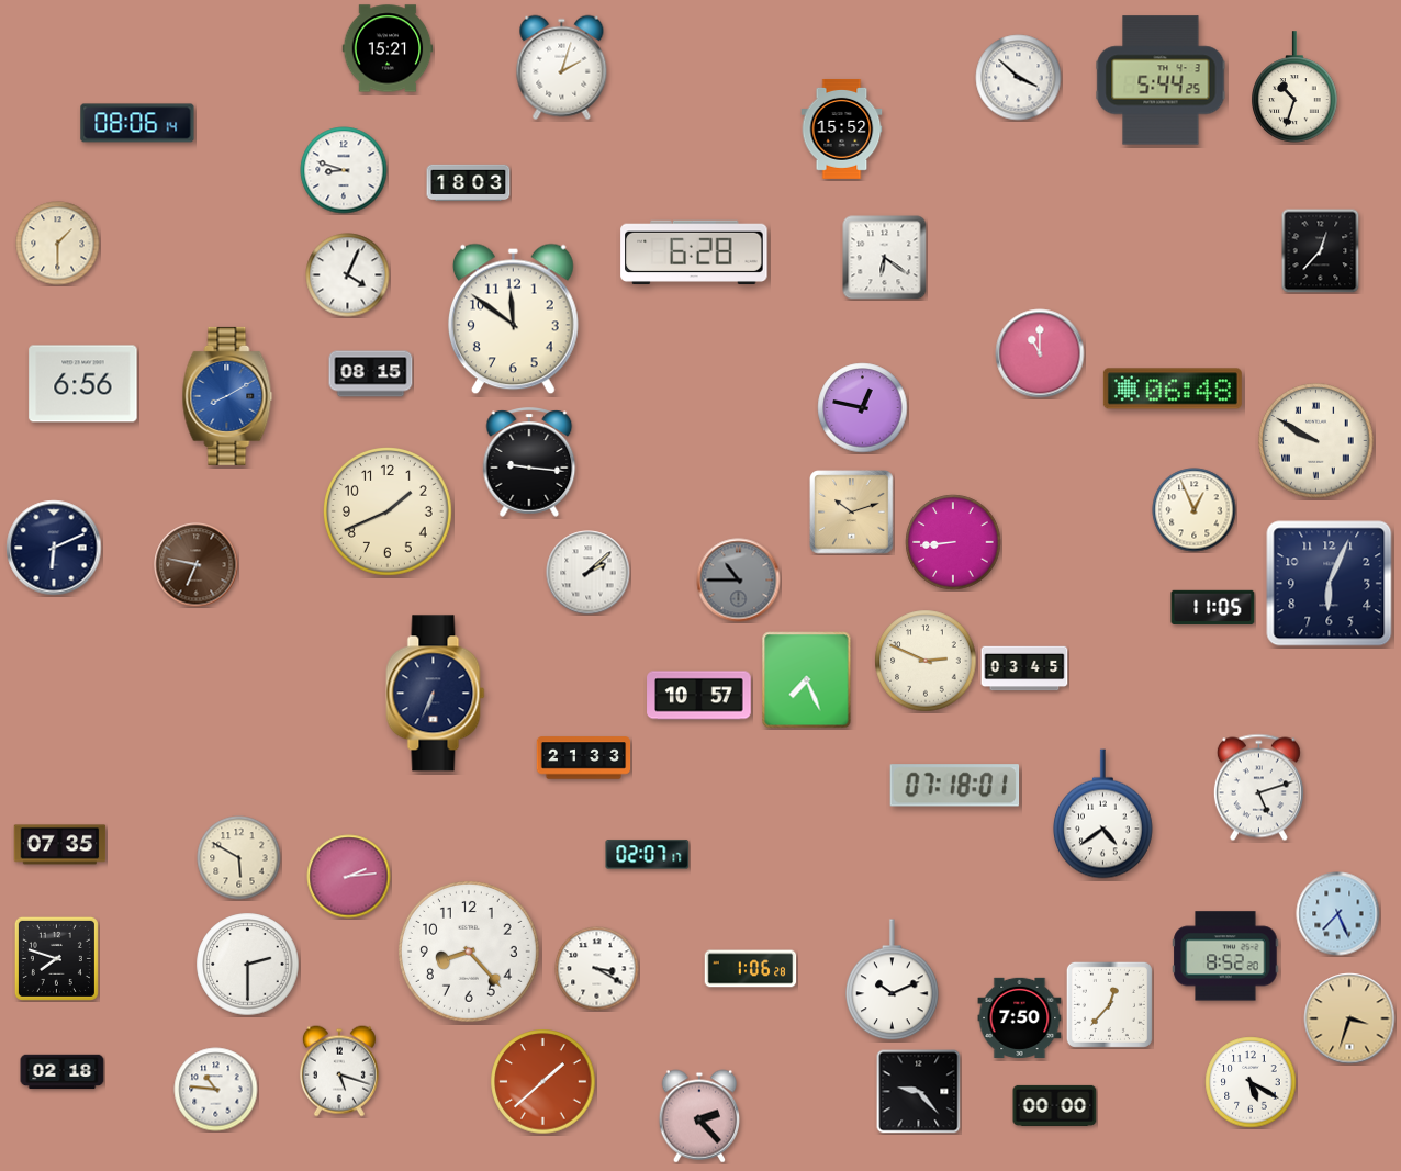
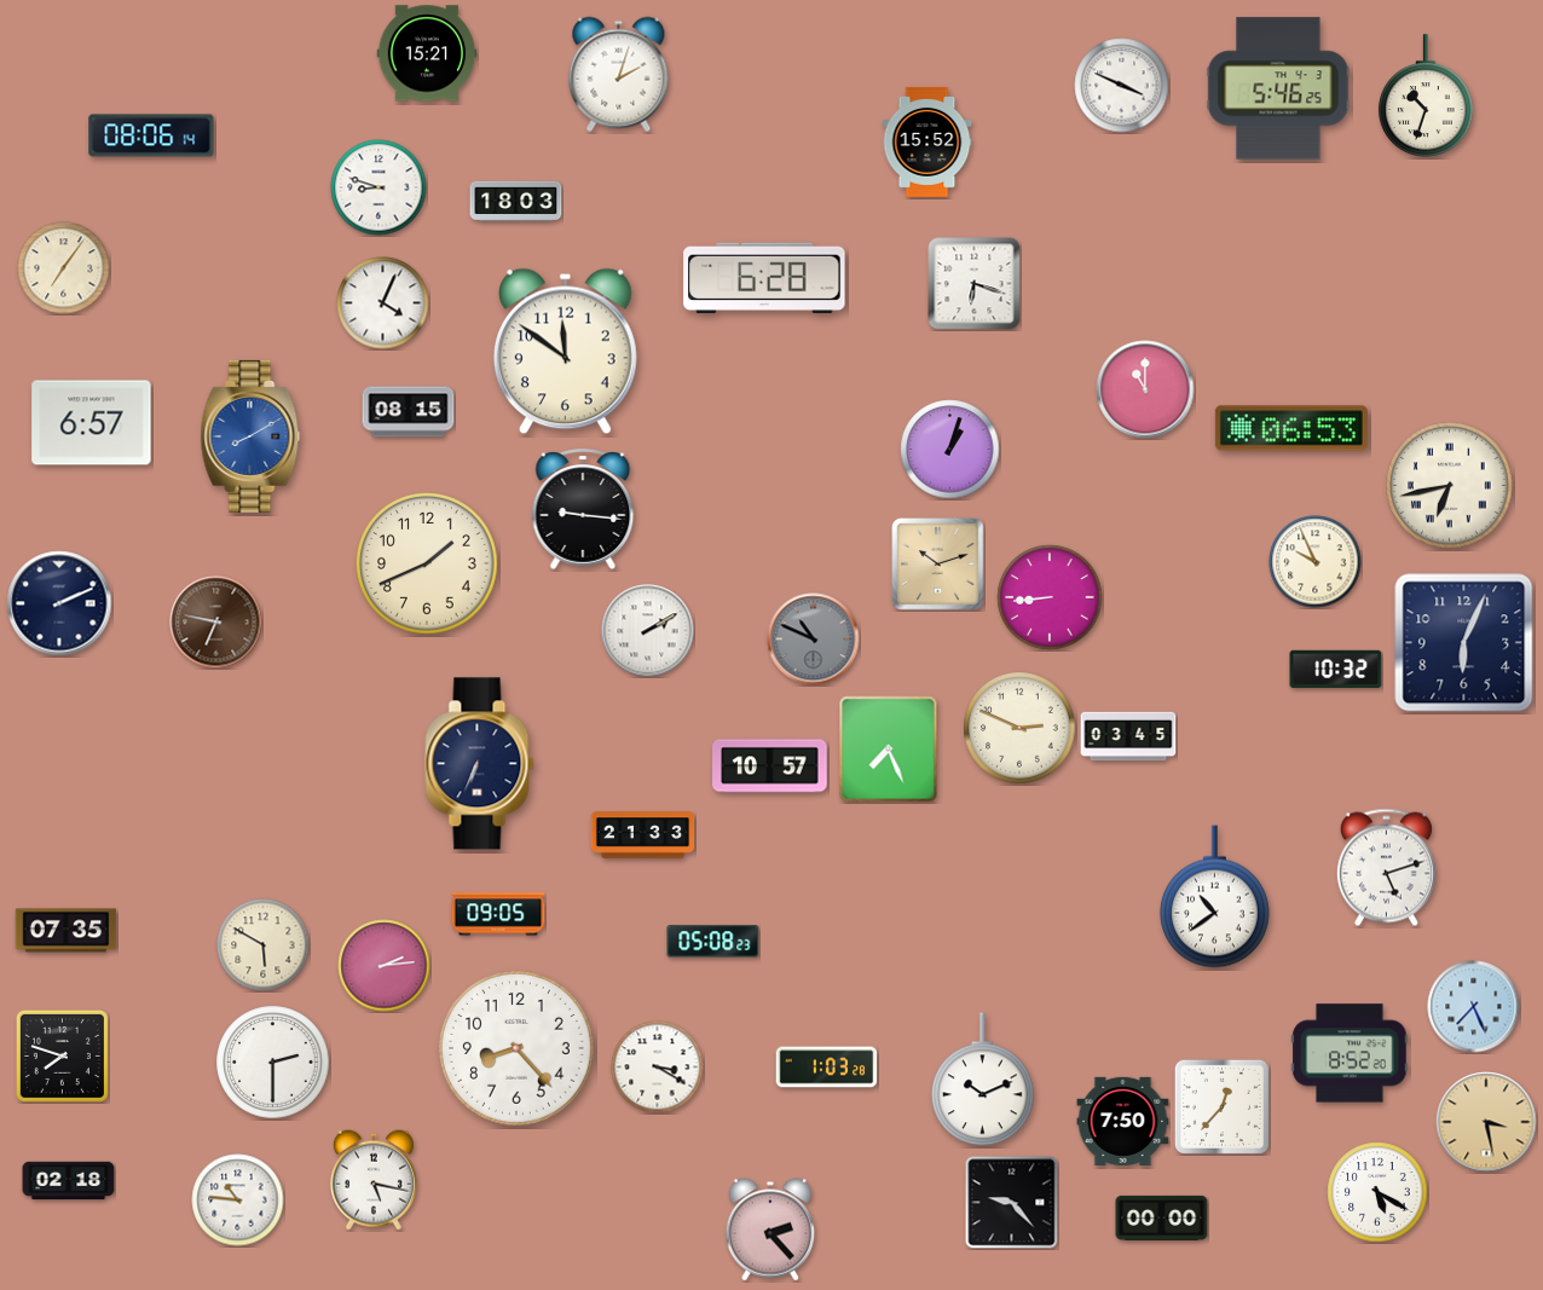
clock at (1019, 78): 3:52 -> 3:49
clock at (1161, 80): 5:44 -> 5:46
clock at (58, 244): 1:30 -> 7:06
clock at (1321, 250): 12:37 -> none
clock at (885, 258): 6:21 -> 6:18
clock at (83, 384): 6:56 -> 6:57
clock at (1173, 389): 06:48 -> 06:53
clock at (863, 408): 12:47 -> 1:03
clock at (1316, 441): 9:50 -> 6:43
clock at (1195, 510): 12:56 -> 9:56
clock at (54, 548): 6:11 -> 2:11
clock at (589, 573): 2:08 -> 2:10
clock at (739, 581): 10:45 -> 10:49
clock at (1213, 607): 11:05 -> 10:32
clock at (955, 786): 07:18 -> none
clock at (1102, 814): 4:39 -> 10:39
clock at (498, 914): none -> 09:05
clock at (648, 855): 02:07 -> 05:08
clock at (751, 969): 1:06 -> 1:03
clock at (1349, 1018): 3:33 -> 3:28
clock at (339, 1071): 5:18 -> 5:17
clock at (543, 1082): 1:38 -> none
